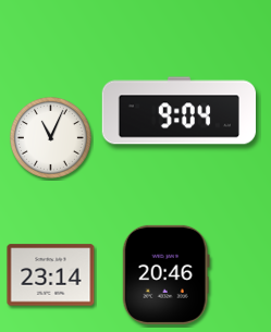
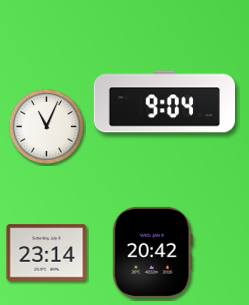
clock at (165, 274): 20:46 -> 20:42
